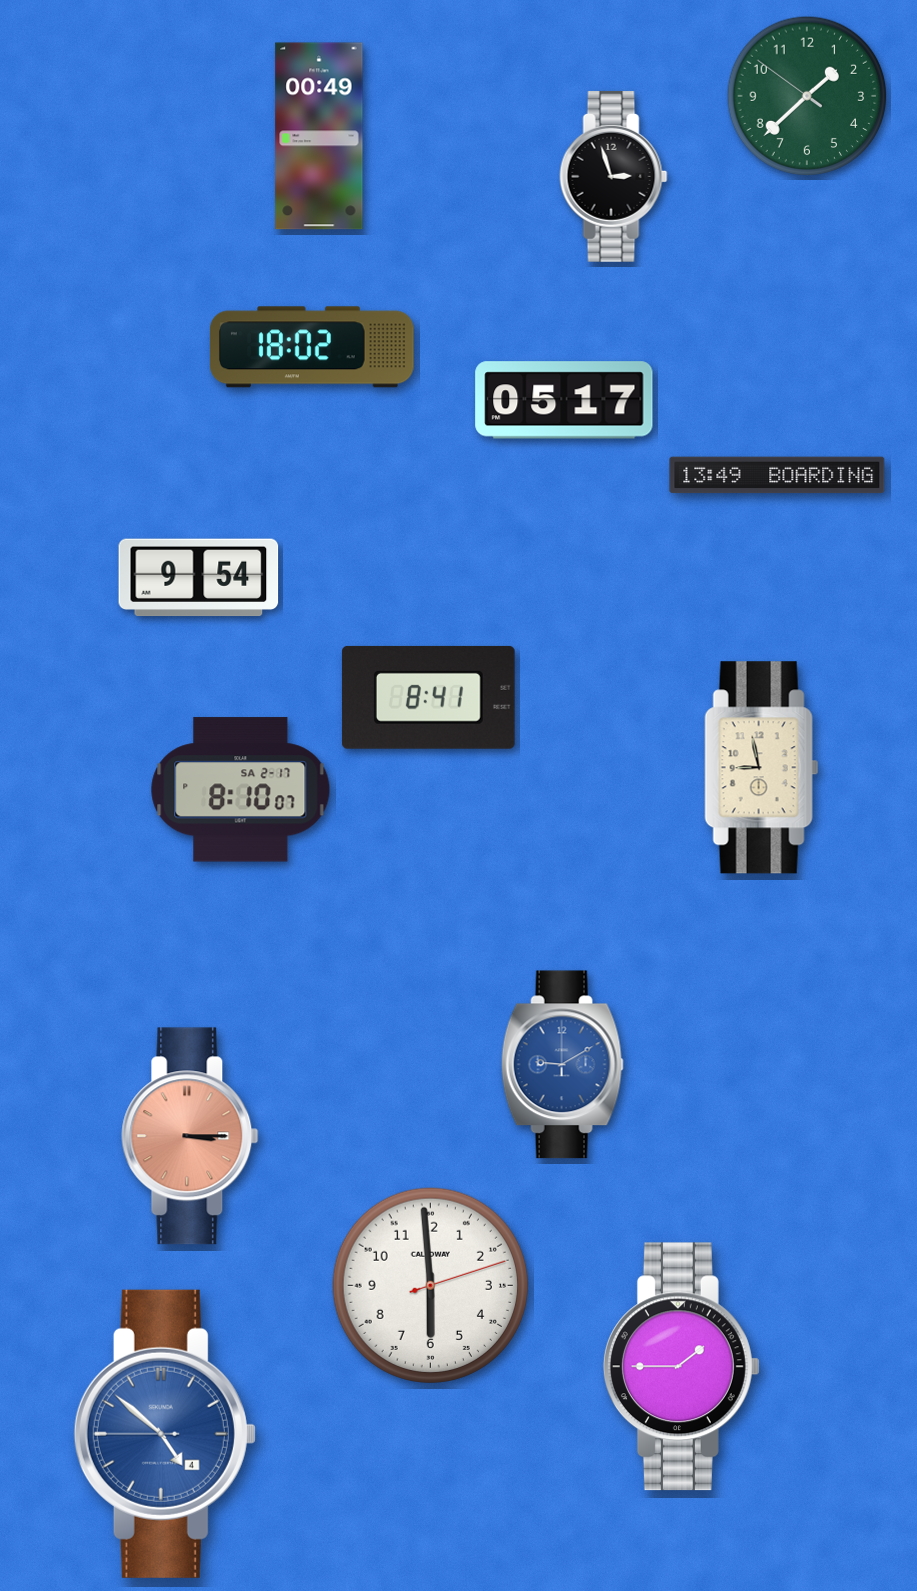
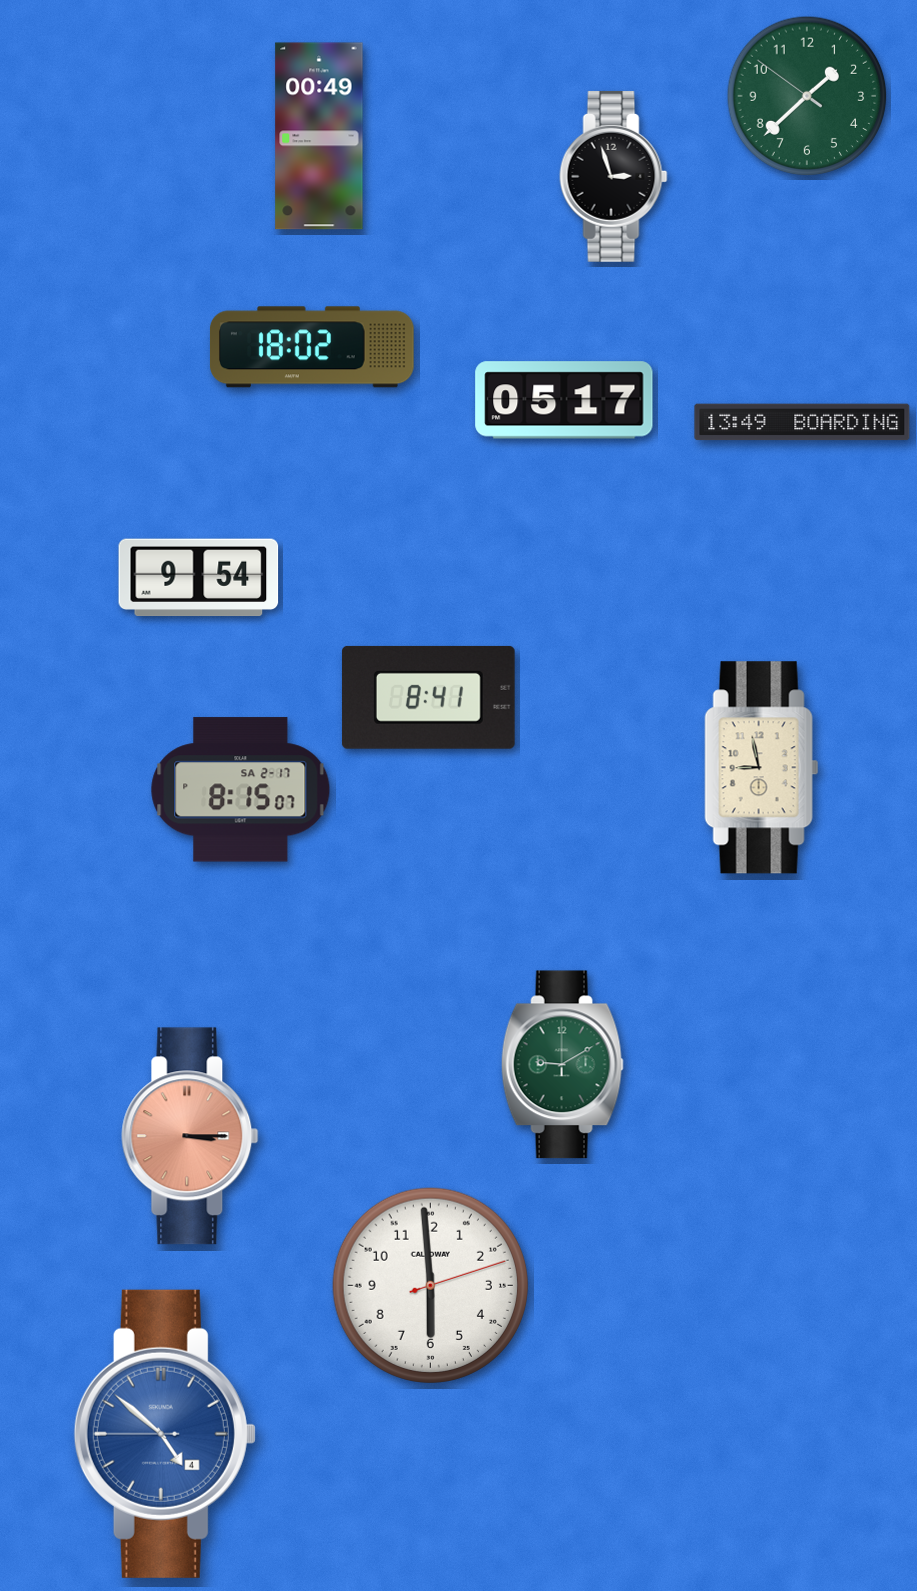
clock at (777, 475) position: (777, 475) -> (802, 422)
clock at (241, 790): 8:10 -> 8:15
clock at (562, 1065) dial: blue -> green
clock at (681, 1367): 1:45 -> none
